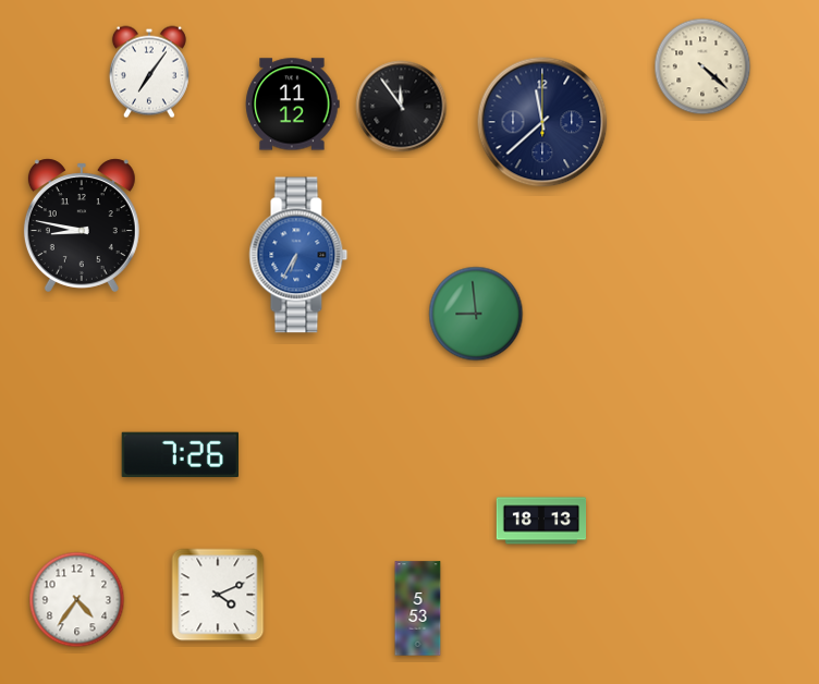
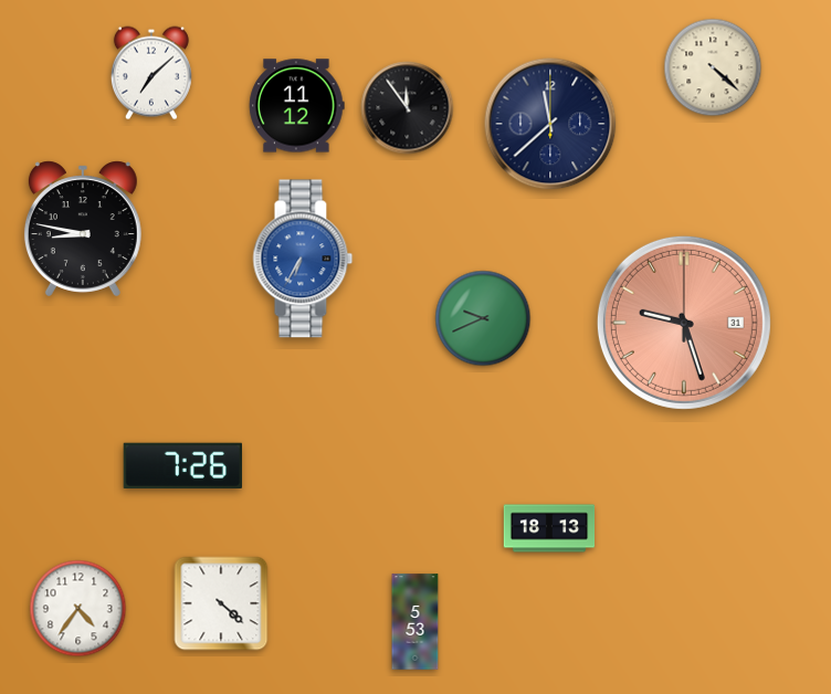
clock at (149, 72): 7:06 -> 7:08
clock at (476, 314): 8:59 -> 9:41
clock at (684, 323): none -> 9:27
clock at (180, 454) position: (180, 454) -> (182, 465)
clock at (218, 595): 4:11 -> 4:22
clock at (418, 609) position: (418, 609) -> (415, 622)
